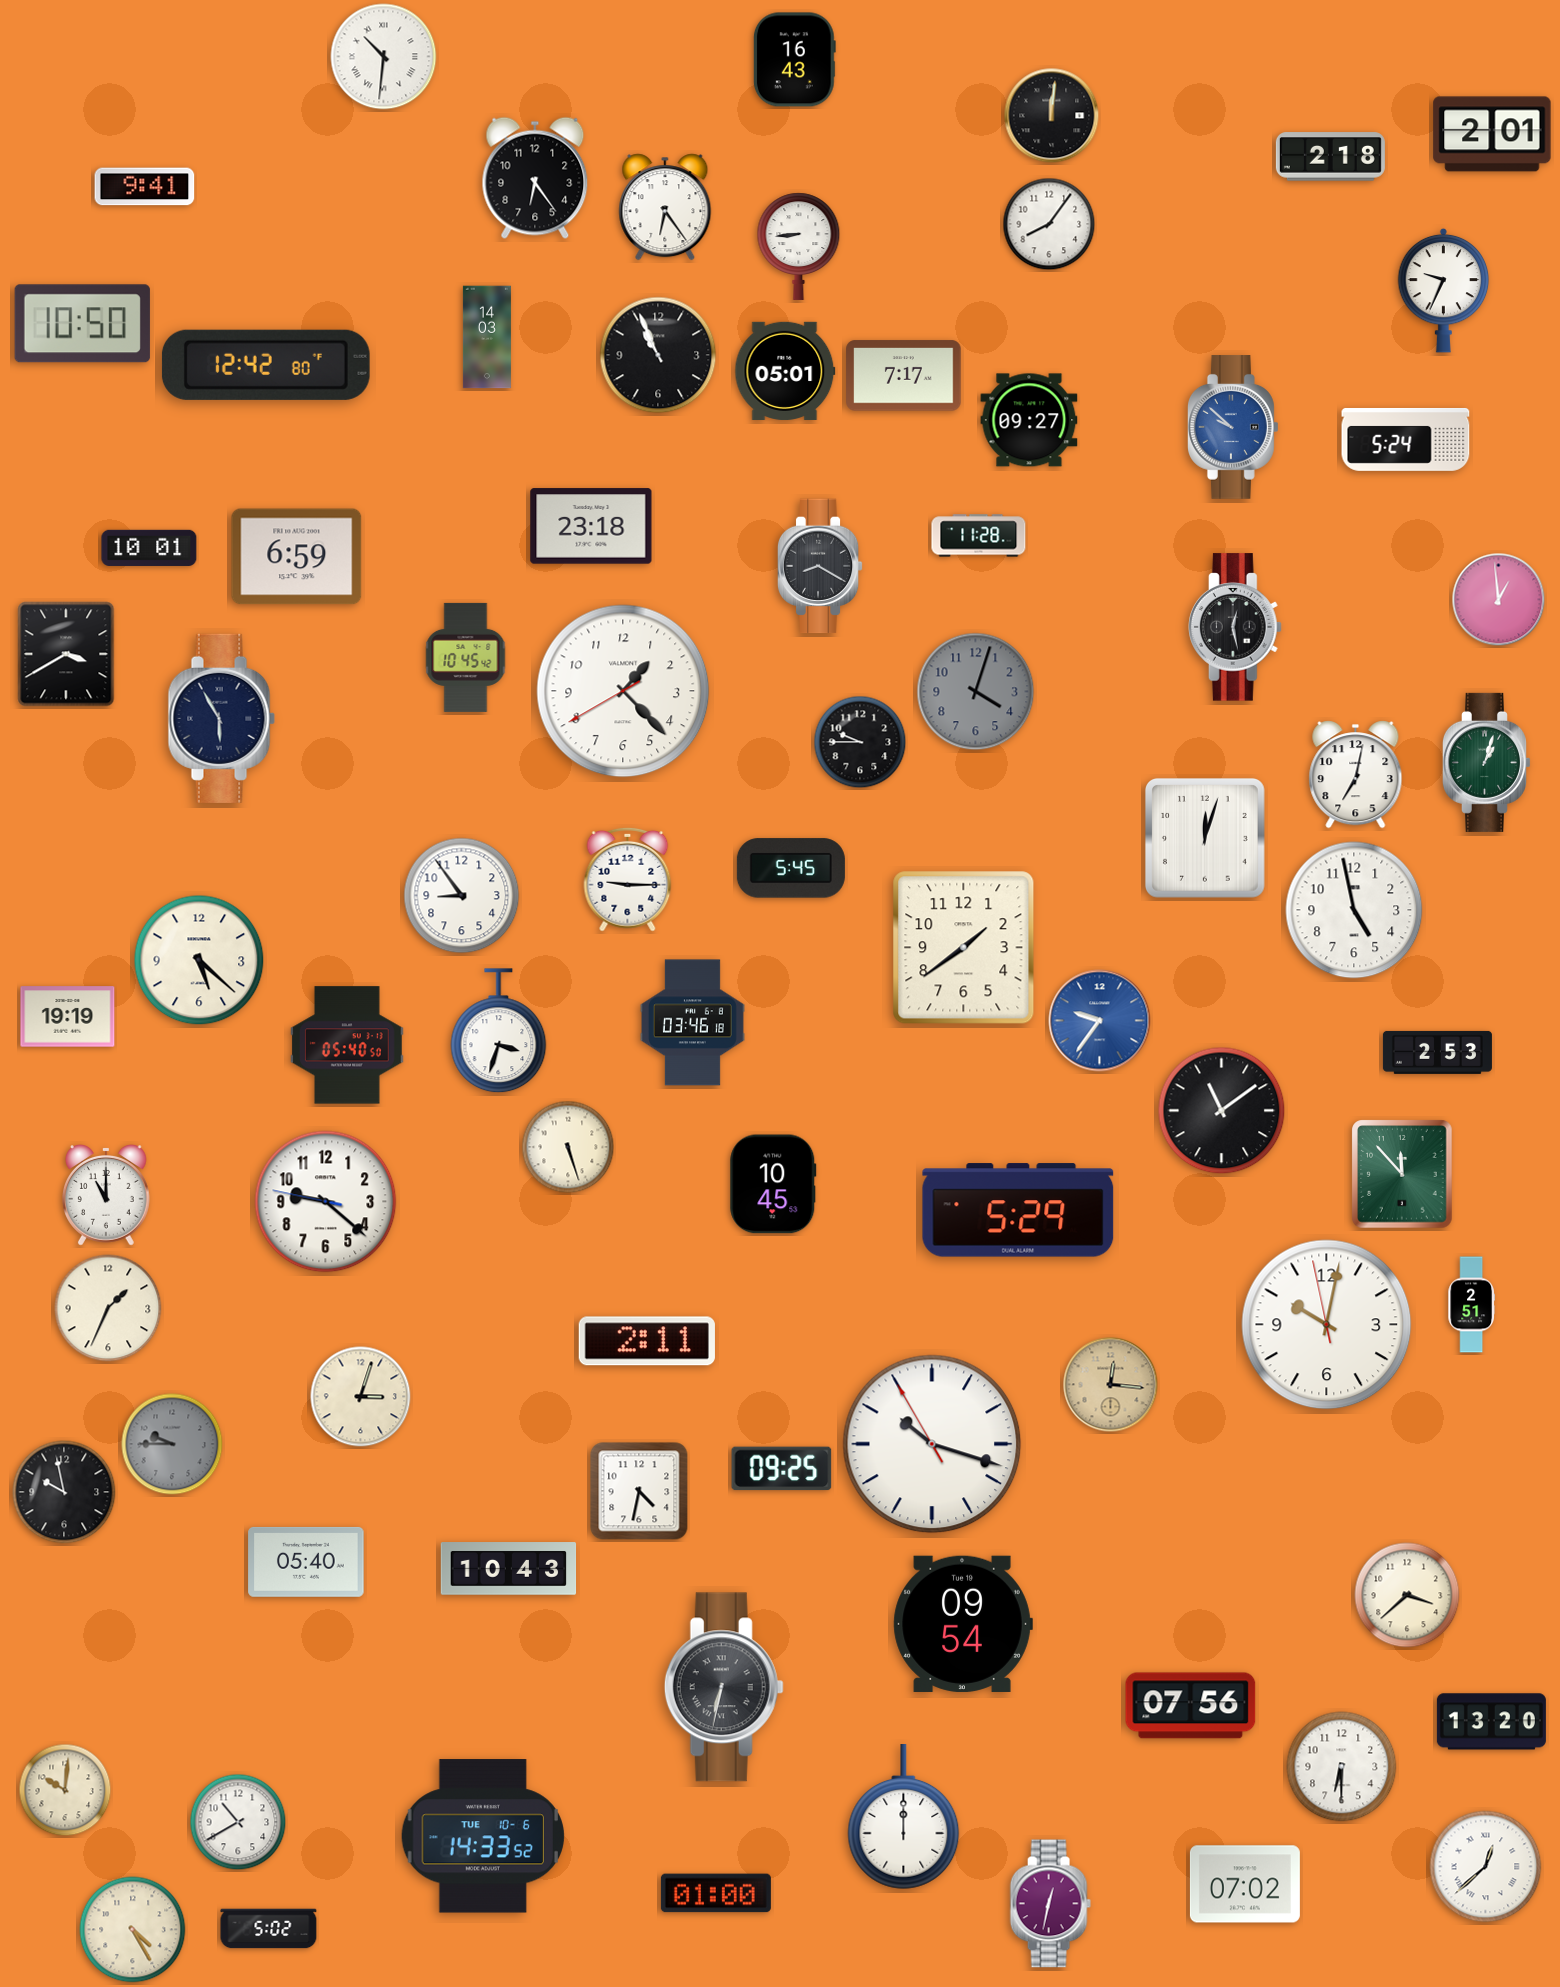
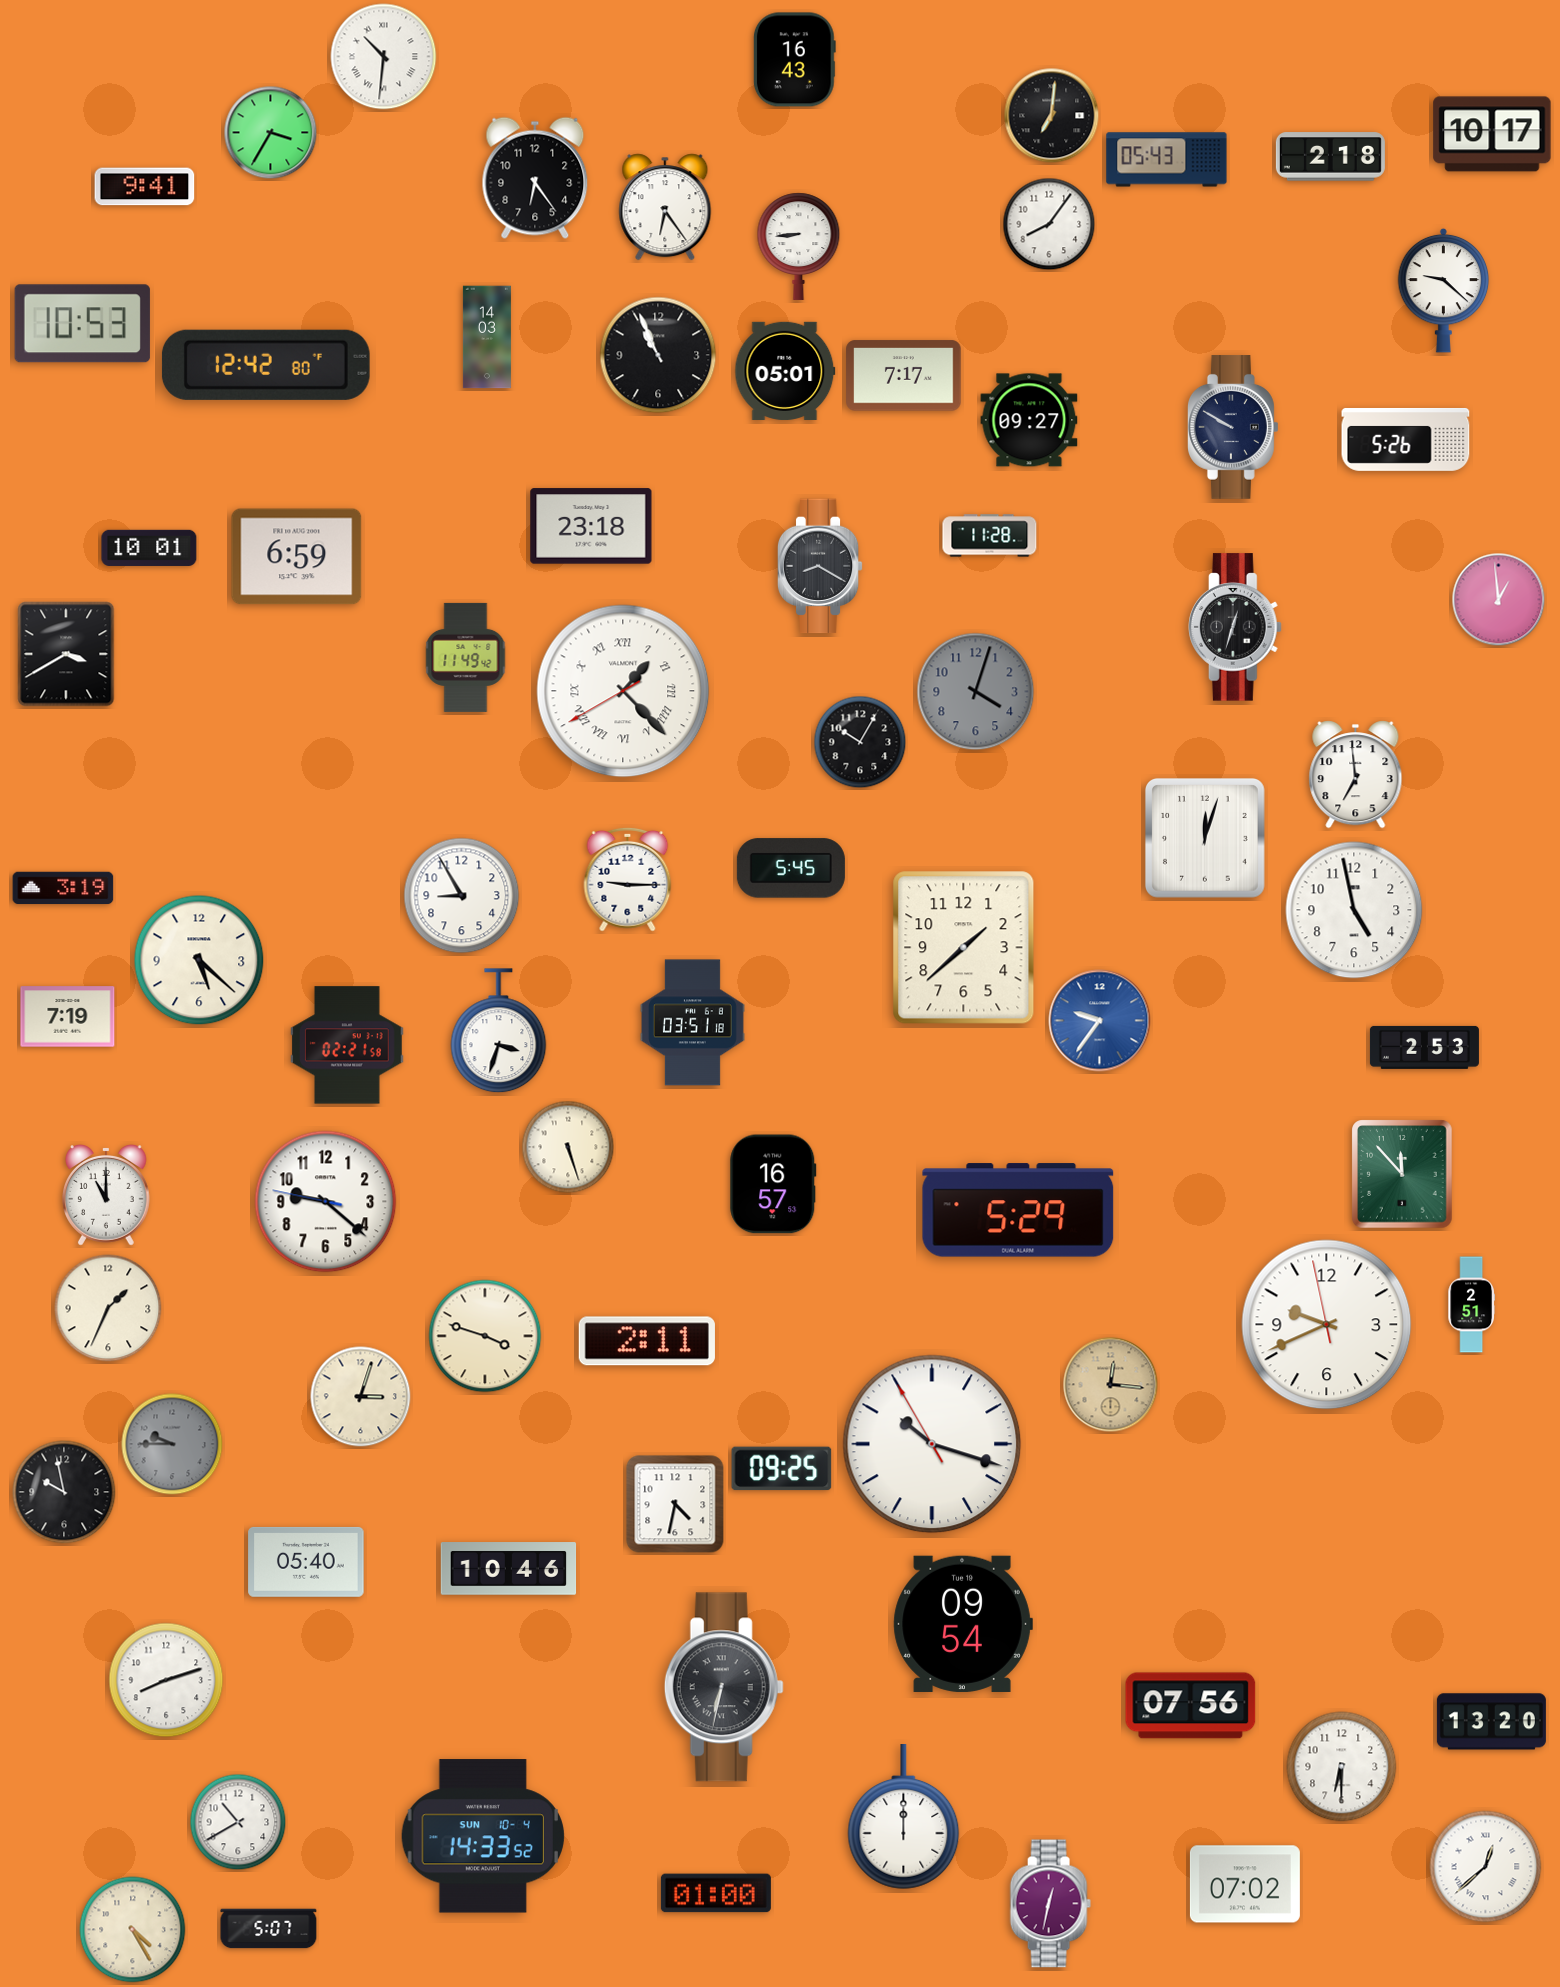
clock at (1052, 116): 12:01 -> 7:01
clock at (271, 133): none -> 3:35
clock at (1492, 134): 2:01 -> 10:17
clock at (1167, 160): none -> 05:43
clock at (1444, 290): 9:34 -> 9:22
clock at (82, 324): 10:50 -> 10:53
clock at (1233, 428): 9:52 -> 9:50
clock at (1233, 428) dial: blue -> navy
clock at (1406, 439): 5:24 -> 5:26
clock at (979, 536) position: (979, 536) -> (990, 536)
clock at (1236, 627): 12:28 -> 12:33
clock at (466, 657): 10:45 -> 11:49
clock at (623, 691) numerals: Arabic -> Roman
clock at (221, 718): 5:55 -> none
clock at (860, 742): 9:45 -> 10:05
clock at (1486, 762): 1:03 -> none
clock at (1356, 775): 7:02 -> 6:59
clock at (63, 888): none -> 3:19
clock at (462, 896): 8:54 -> 8:55
clock at (964, 948): 1:39 -> 1:38
clock at (68, 1017): 19:19 -> 7:19
clock at (692, 1023): 03:46 -> 03:51
clock at (347, 1045): 05:40 -> 02:21
clock at (1437, 1052) position: (1437, 1052) -> (1424, 1047)
clock at (1222, 1111): 11:09 -> none
clock at (773, 1184): 10:45 -> 16:57
clock at (1327, 1325): 10:01 -> 9:40
clock at (485, 1336): none -> 3:48
clock at (639, 1491) position: (639, 1491) -> (675, 1504)
clock at (509, 1569): 10:43 -> 10:46
clock at (1407, 1595): 3:38 -> none
clock at (166, 1680): none -> 8:12
clock at (65, 1790): 10:01 -> none
clock at (483, 1836) date: TUE 10-6 -> SUN 10-4
clock at (269, 1929): 5:02 -> 5:07
